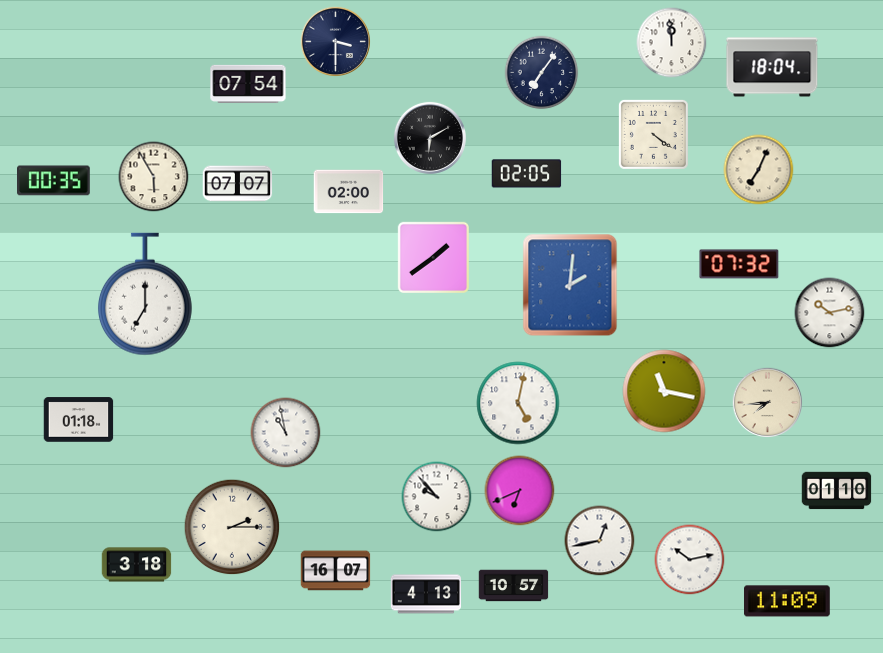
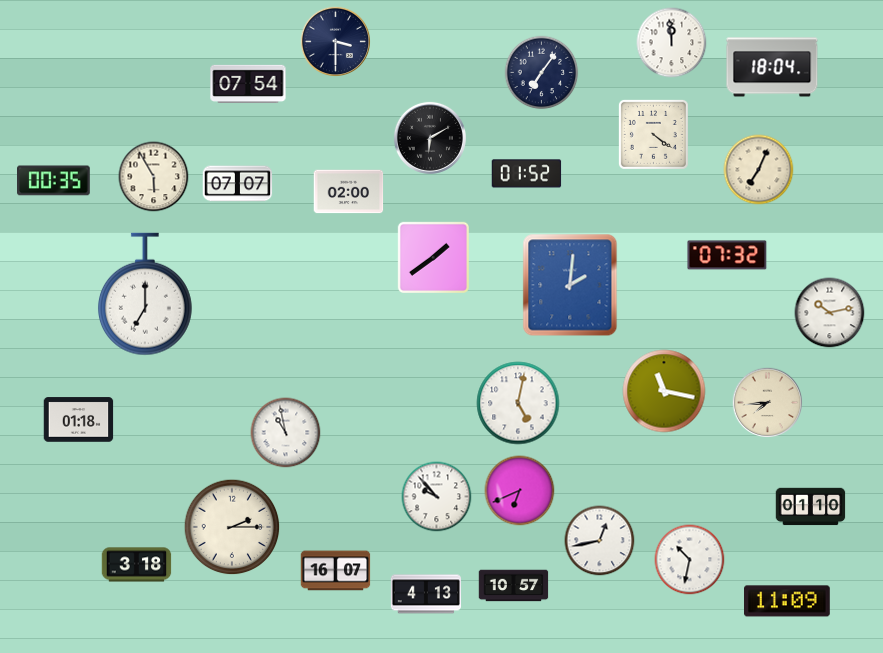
clock at (527, 174): 02:05 -> 01:52
clock at (739, 264) position: (739, 264) -> (727, 255)
clock at (837, 491) position: (837, 491) -> (811, 507)
clock at (690, 560): 10:13 -> 10:32
